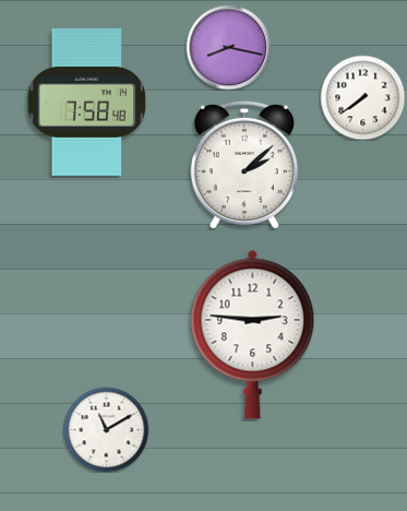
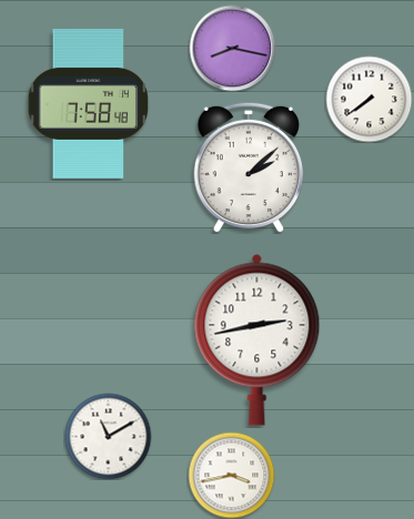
clock at (253, 334): 2:46 -> 2:43
clock at (231, 475): none -> 3:43
